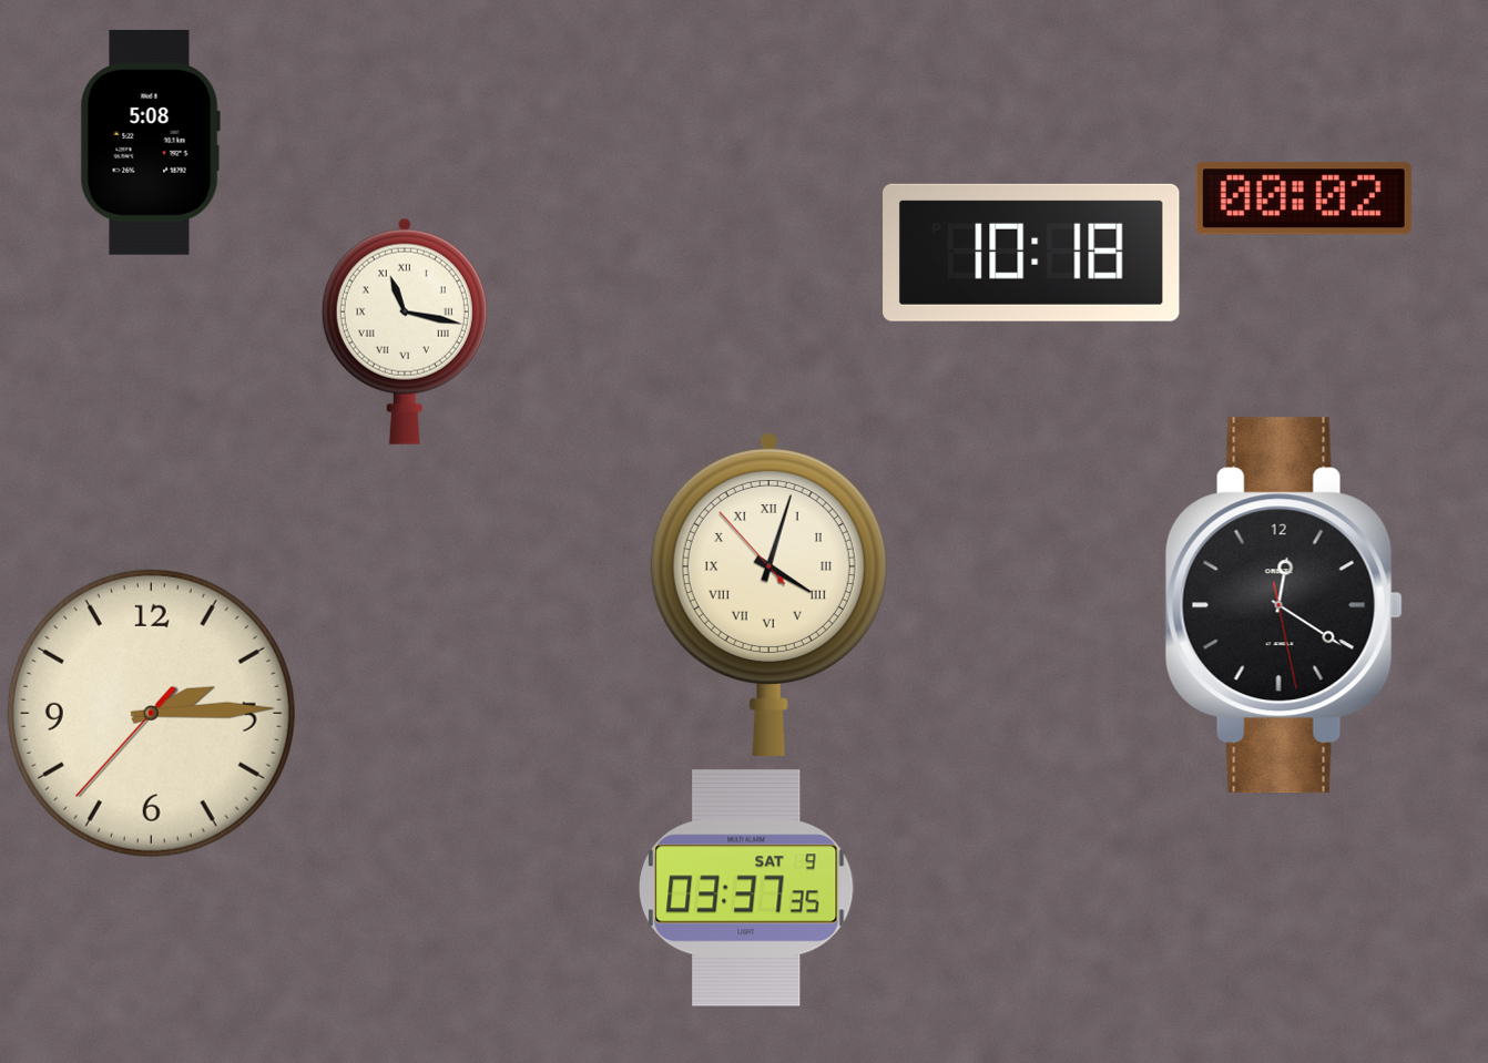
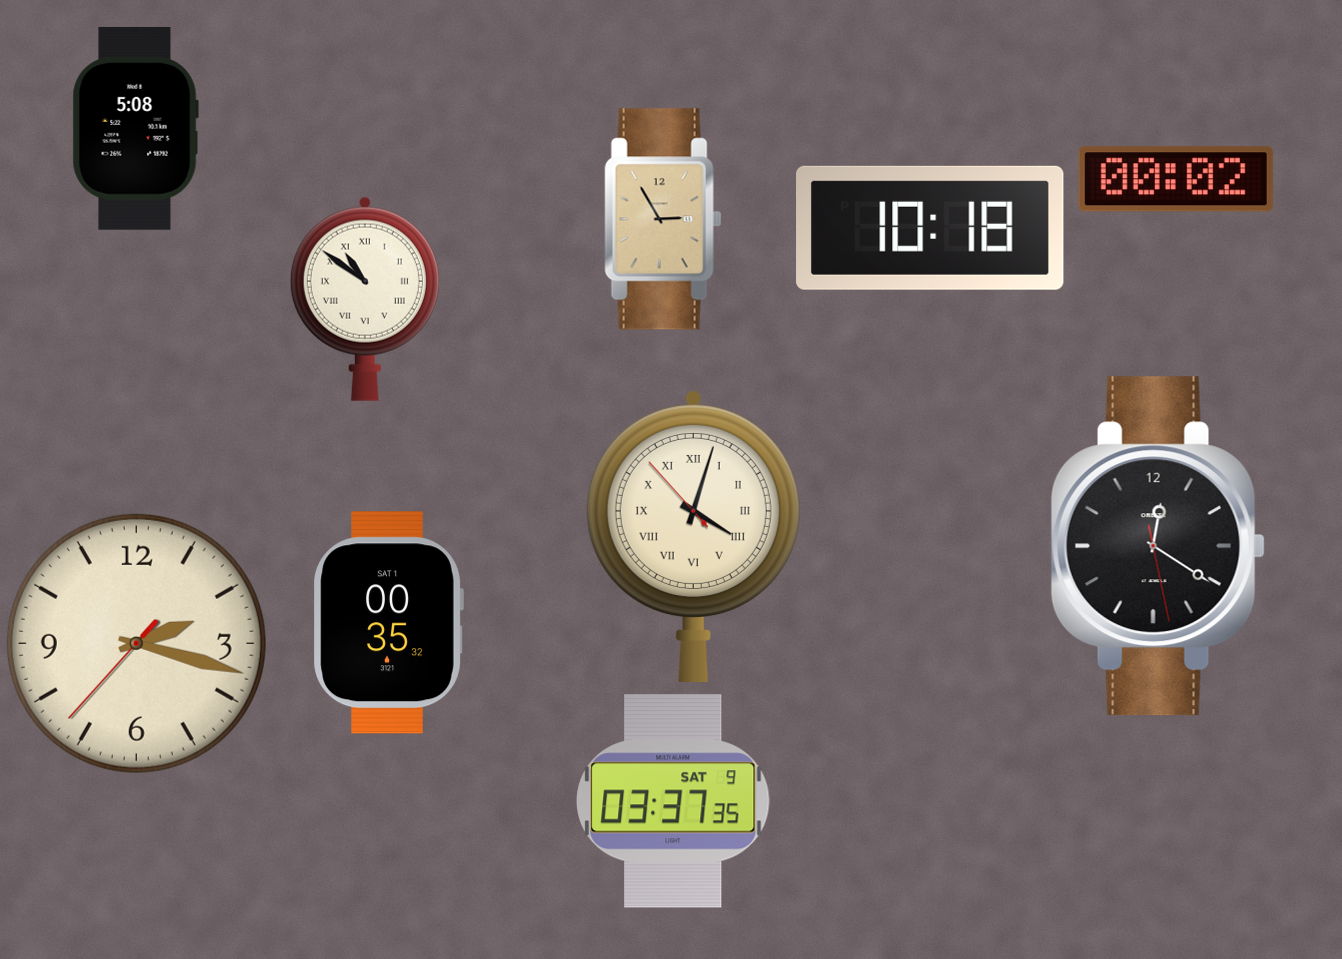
clock at (663, 219): none -> 2:55
clock at (405, 331): 11:17 -> 10:51
clock at (388, 623): none -> 00:35
clock at (151, 713): 2:14 -> 2:17
